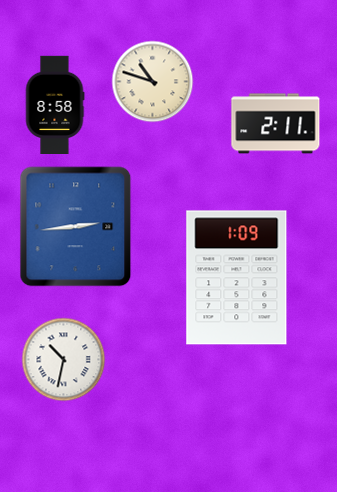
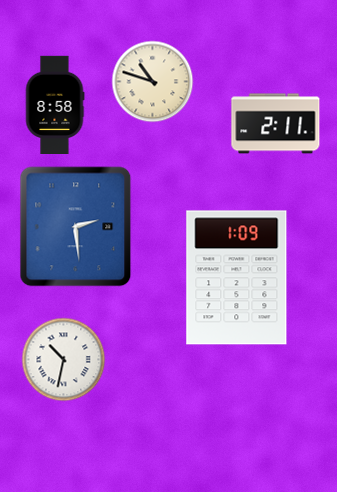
clock at (76, 227): 2:44 -> 2:29
